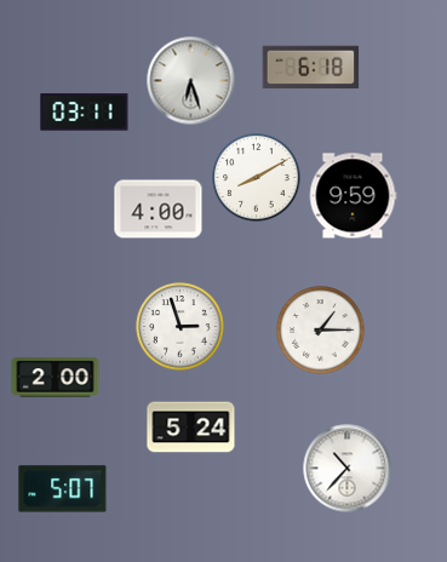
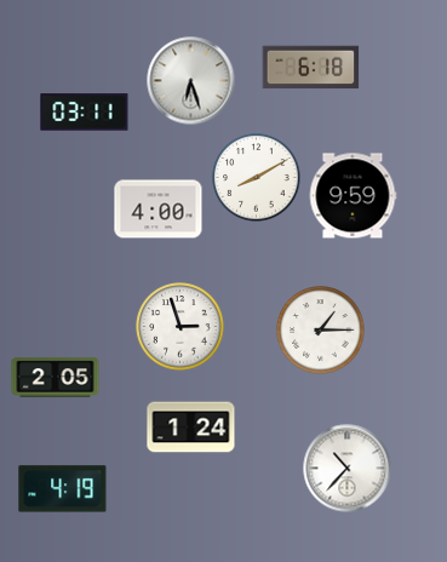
clock at (56, 378): 2:00 -> 2:05
clock at (191, 428): 5:24 -> 1:24
clock at (63, 489): 5:07 -> 4:19
